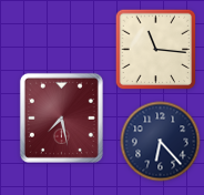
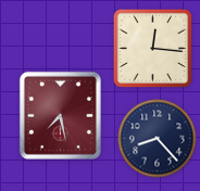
clock at (156, 50): 11:16 -> 12:16
clock at (161, 142): 6:23 -> 8:23
